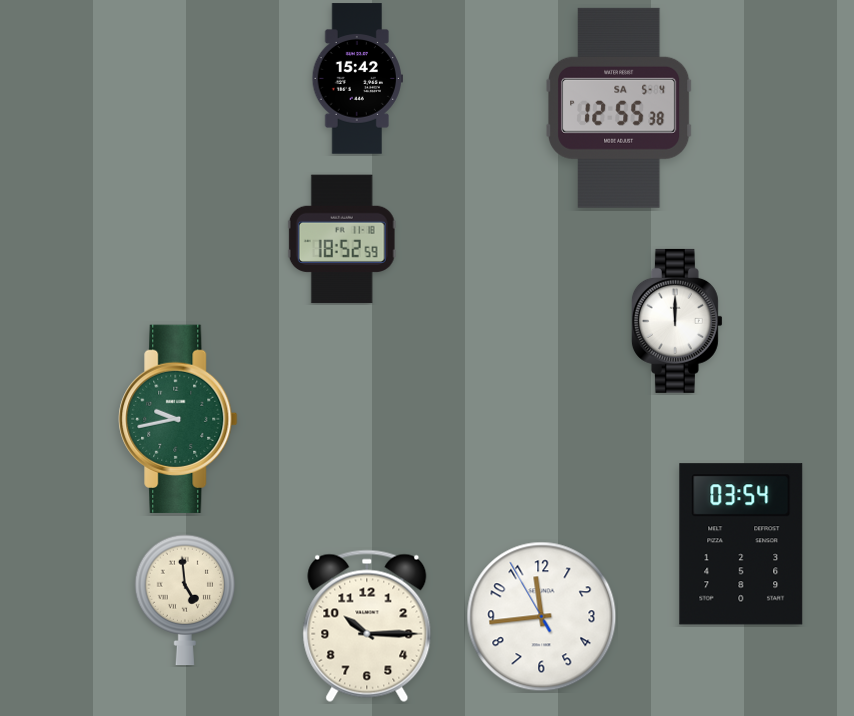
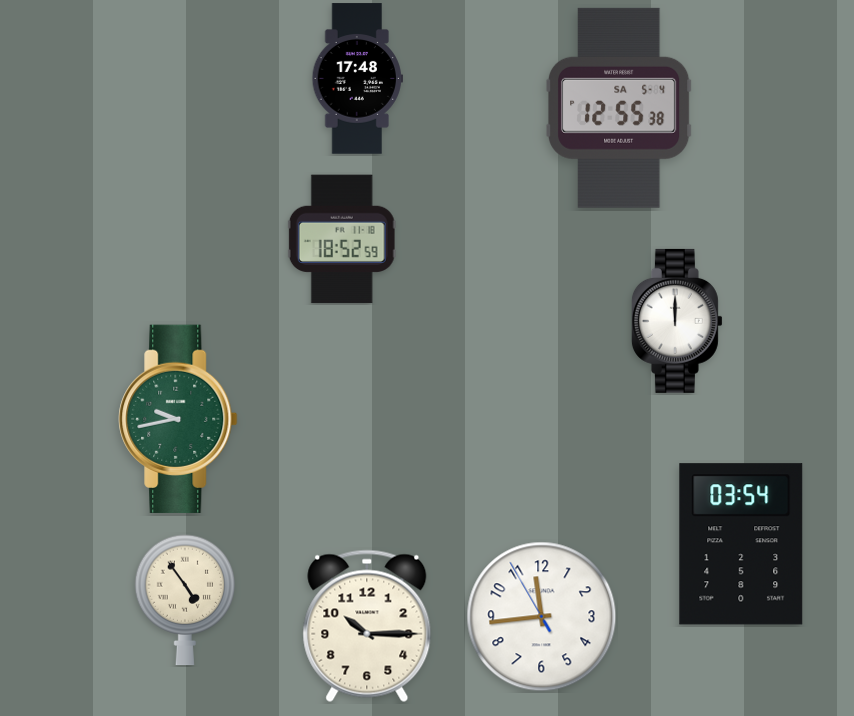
clock at (357, 79): 15:42 -> 17:48
clock at (185, 600): 4:59 -> 4:54
